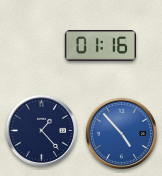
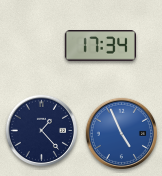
clock at (100, 46): 01:16 -> 17:34
clock at (121, 133): 4:53 -> 4:56
